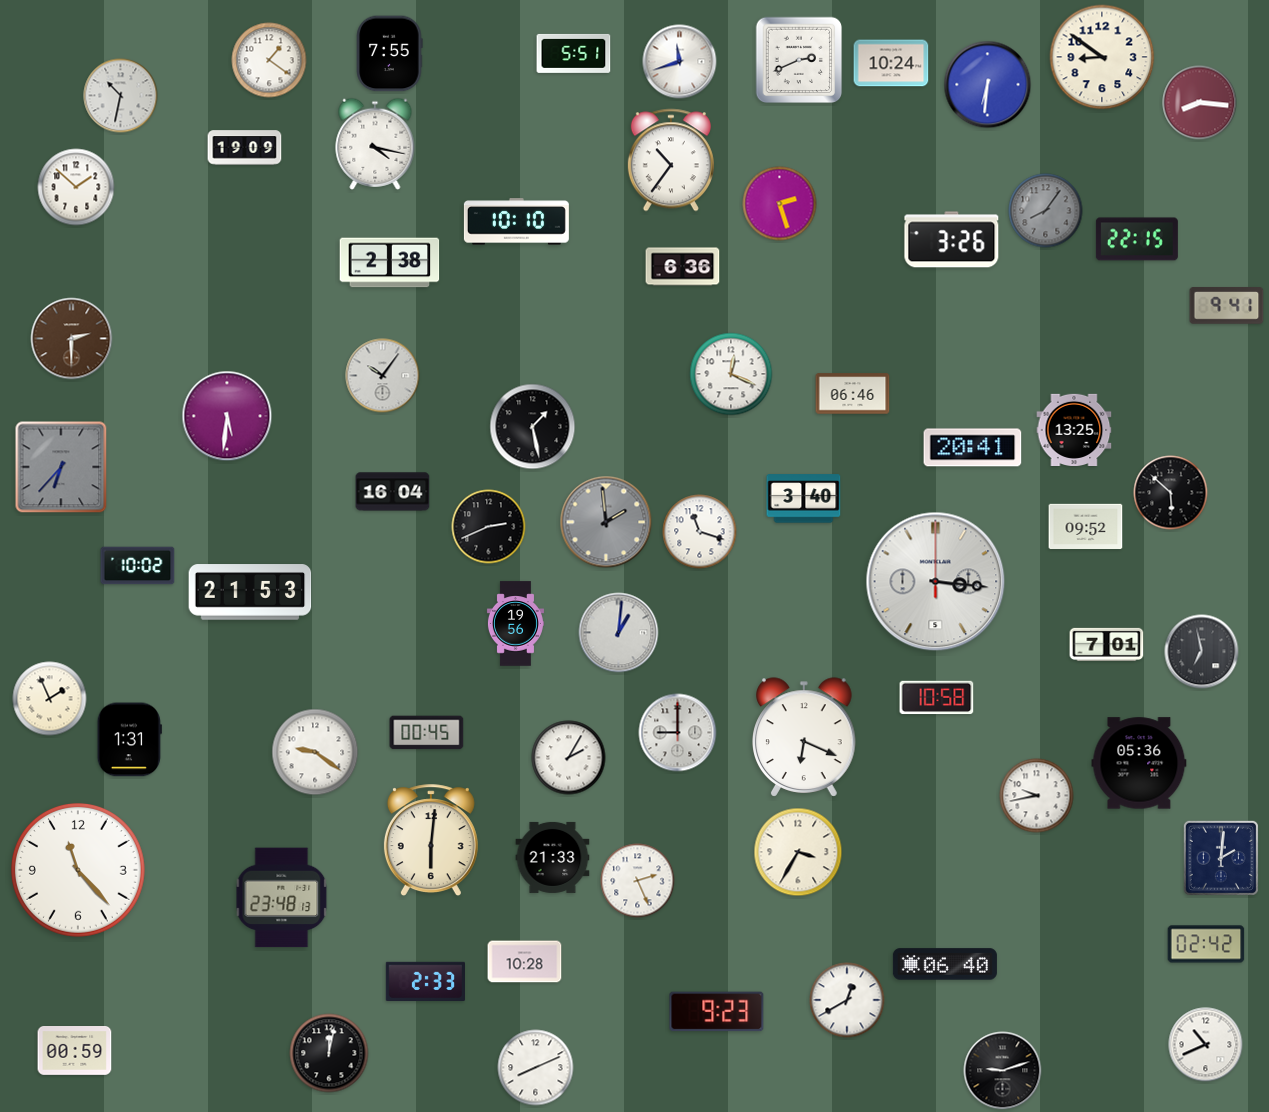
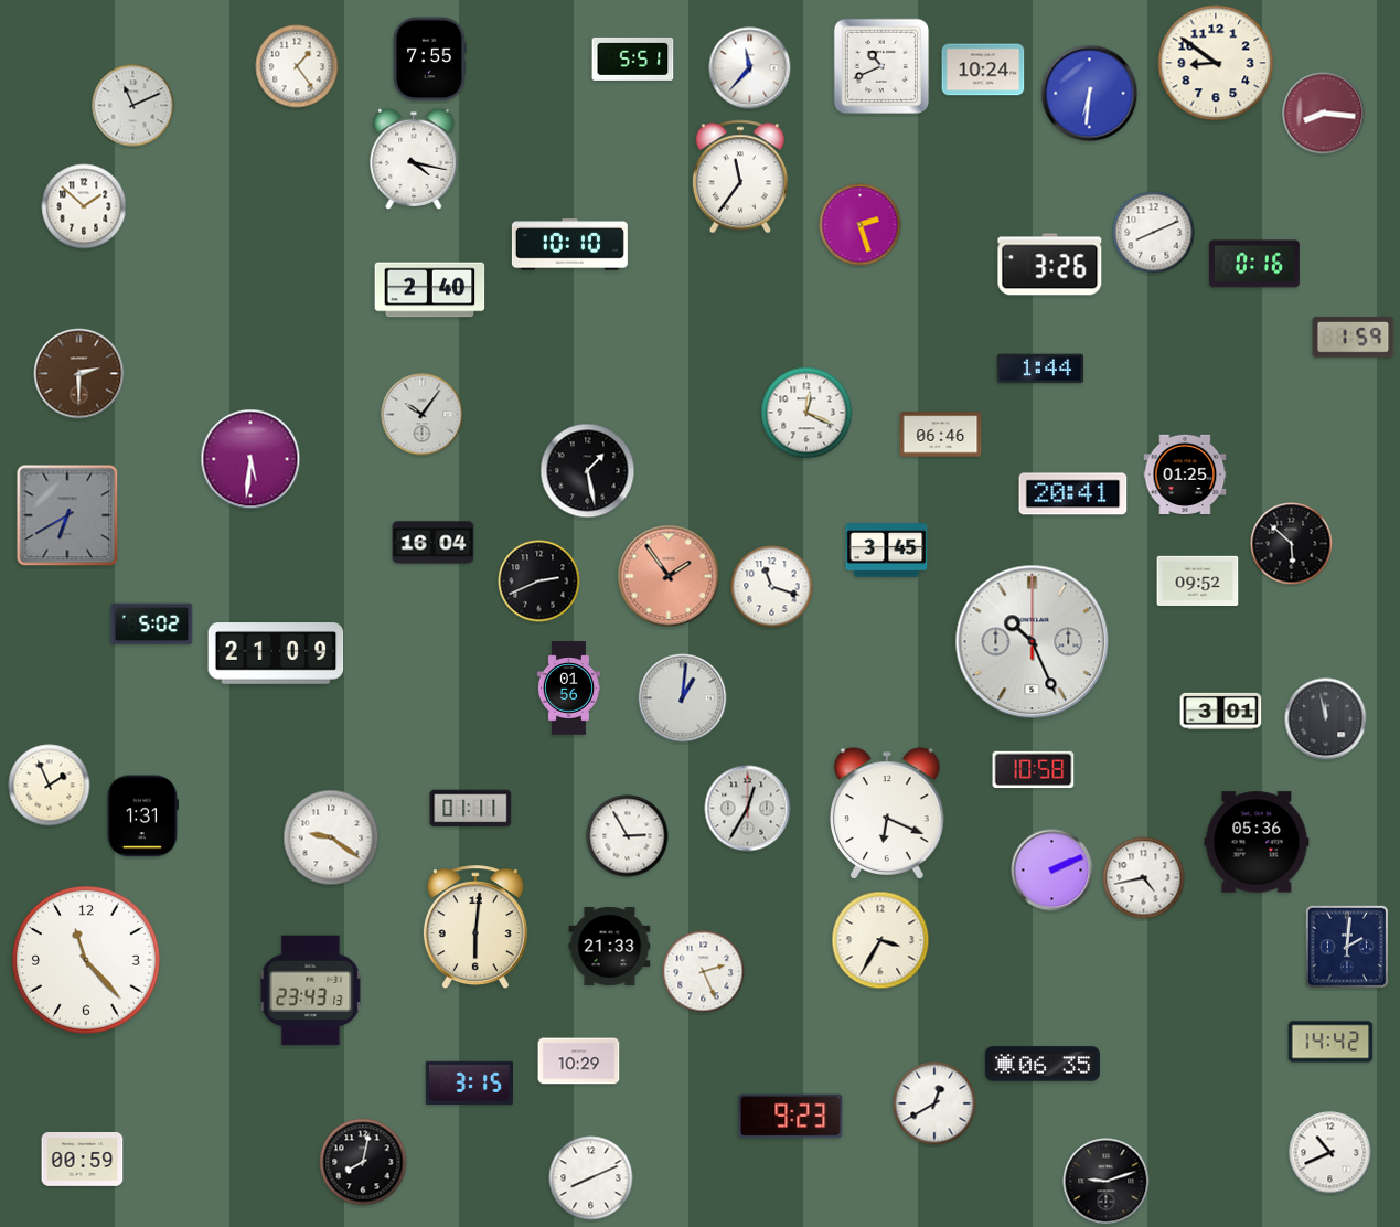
clock at (269, 60): 1:21 -> 1:24
clock at (799, 60): 2:41 -> 10:41
clock at (680, 62): 11:42 -> 11:37
clock at (121, 96): 10:32 -> 11:11
clock at (245, 148): 19:09 -> none
clock at (671, 160): 10:36 -> 11:36
clock at (1046, 211): 8:06 -> 8:11
clock at (1046, 211) dial: grey -> white
clock at (1137, 239): 22:15 -> 0:16
clock at (390, 263): 2:38 -> 2:40
clock at (683, 267): 6:36 -> none
clock at (1227, 306): 9:41 -> 1:59
clock at (1040, 369): none -> 1:44
clock at (1074, 429): 13:25 -> 01:25
clock at (61, 467): 6:37 -> 6:40
clock at (804, 499): 3:40 -> 3:45
clock at (606, 522): 1:59 -> 1:54
clock at (606, 522) dial: grey -> salmon
clock at (138, 566): 10:02 -> 5:02
clock at (936, 582): 3:16 -> 10:26
clock at (250, 592): 21:53 -> 21:09
clock at (515, 624): 19:56 -> 01:56
clock at (1107, 644): 7:01 -> 3:01
clock at (1202, 652): 6:58 -> 11:58
clock at (50, 699) position: (50, 699) -> (50, 786)
clock at (427, 733): 00:45 -> 01:11
clock at (678, 733): 9:00 -> 12:35
clock at (315, 752) position: (315, 752) -> (331, 837)
clock at (569, 758): 2:05 -> 2:55
clock at (1052, 871): none -> 2:11
clock at (1037, 796): 9:43 -> 4:43
clock at (282, 898): 23:48 -> 23:43
clock at (1206, 944): 02:42 -> 14:42
clock at (525, 962): 10:28 -> 10:29
clock at (945, 964): 06:40 -> 06:35
clock at (425, 981): 2:33 -> 3:15
clock at (329, 1053): 12:02 -> 8:02
